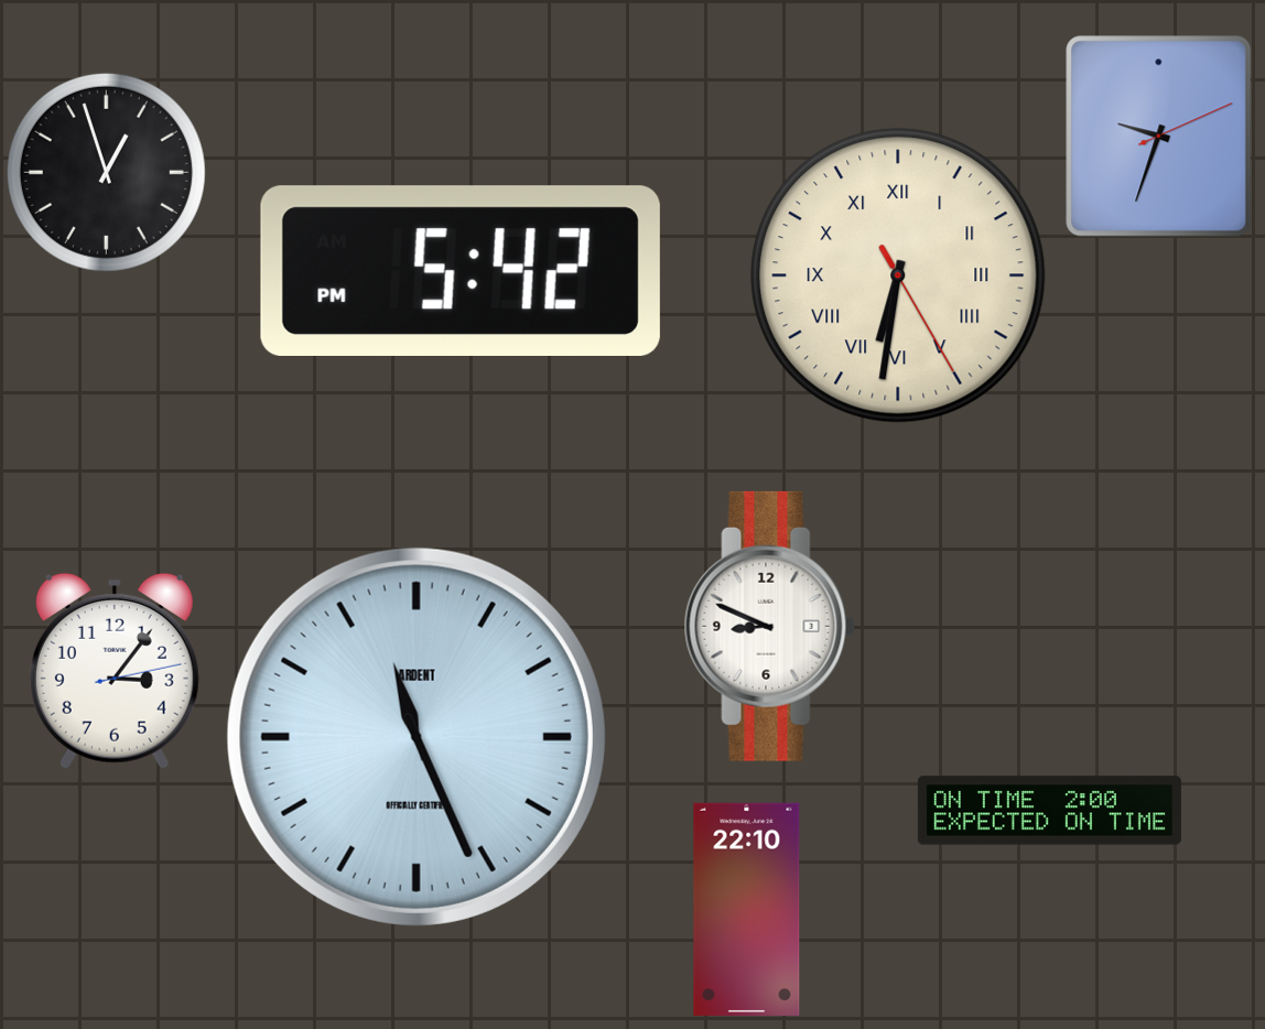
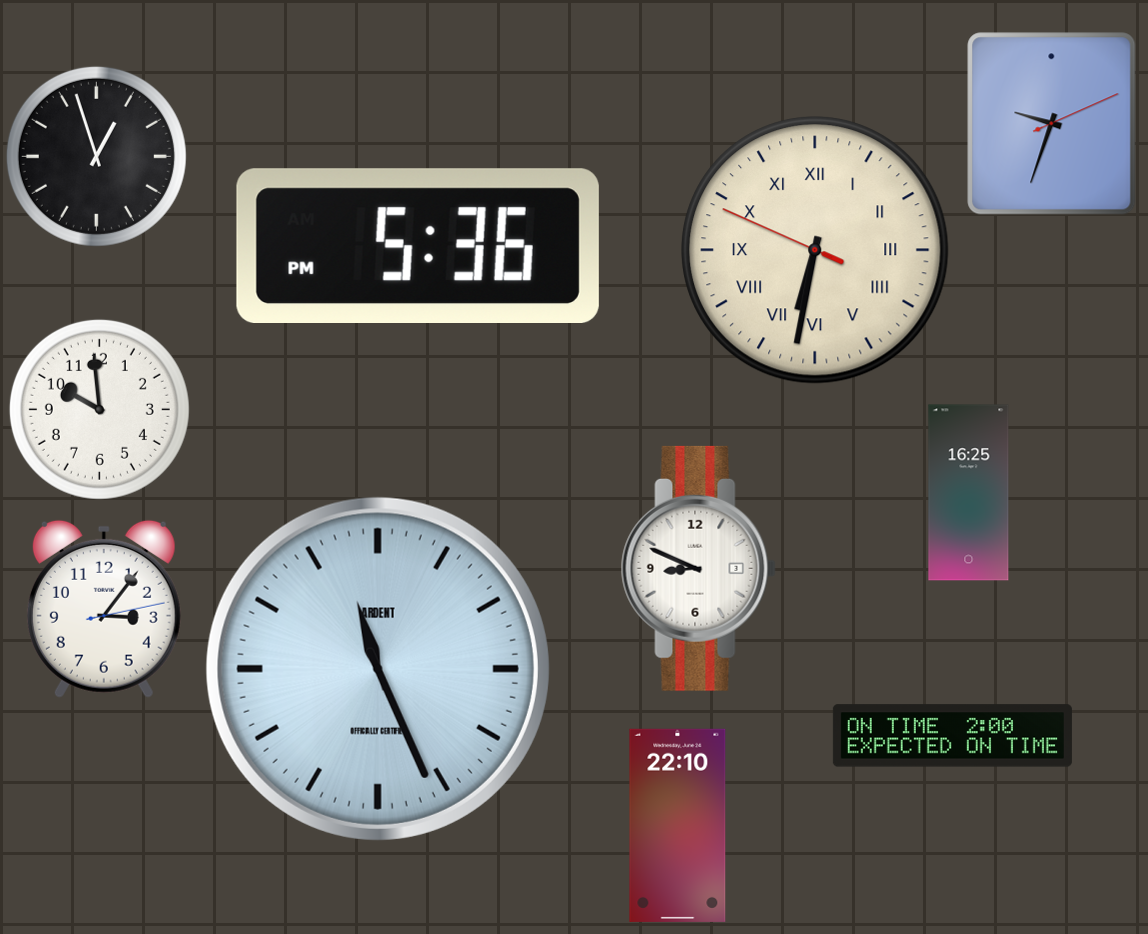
clock at (461, 270): 5:42 -> 5:36
clock at (898, 275): 6:31:25 -> 6:31:49
clock at (99, 409): none -> 9:59
clock at (969, 493): none -> 16:25
